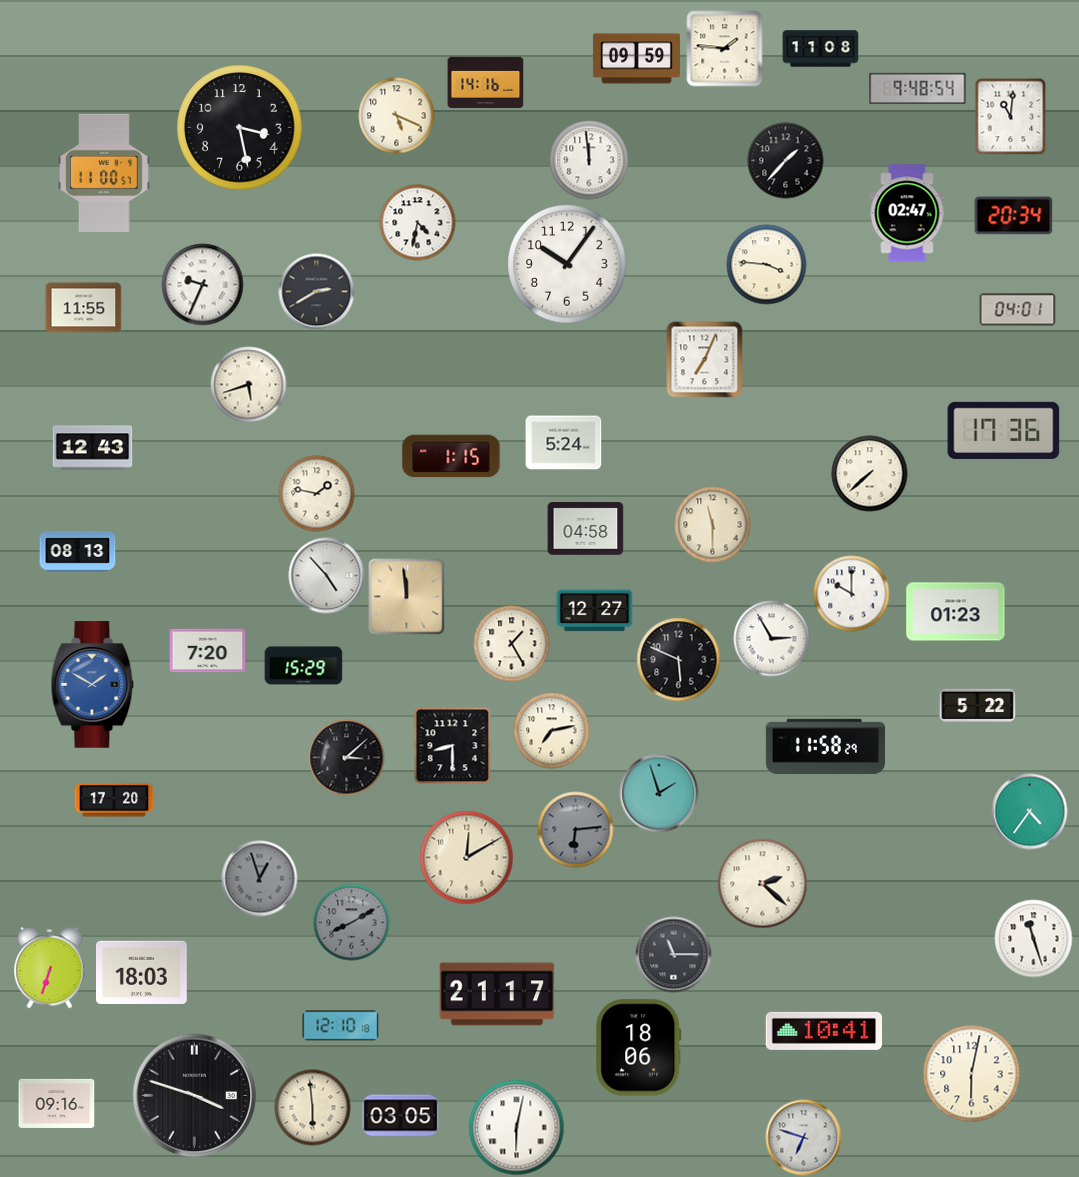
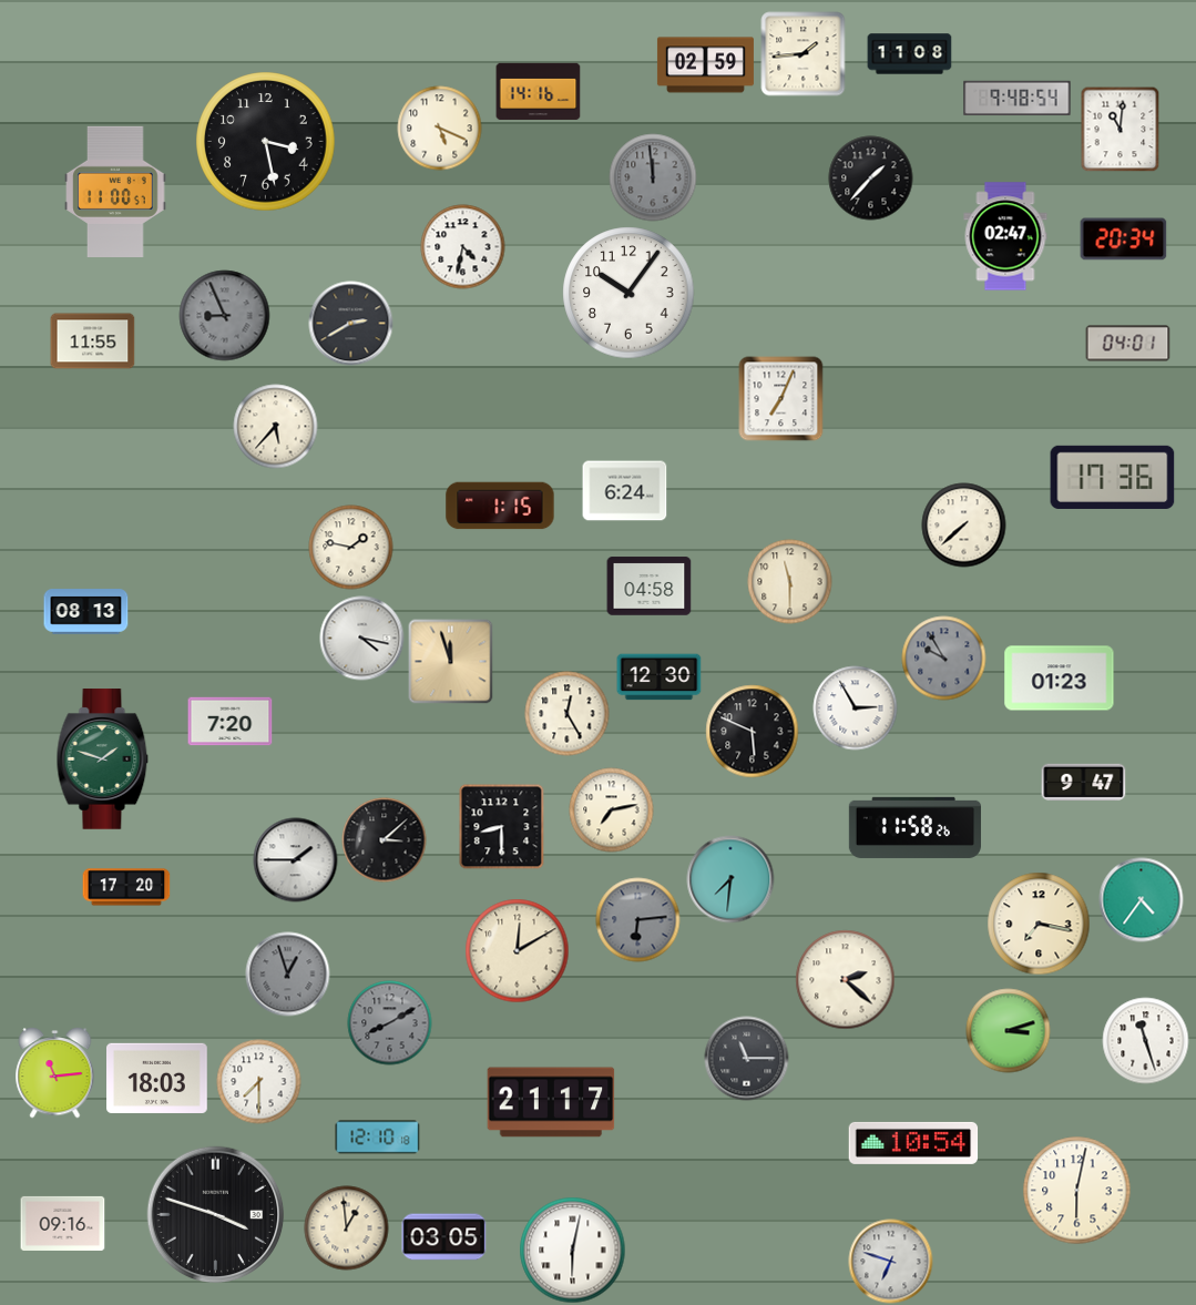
clock at (725, 49): 1:46 -> 1:44
clock at (636, 59): 09:59 -> 02:59
clock at (589, 160) dial: white -> grey
clock at (767, 265): 3:46 -> none
clock at (203, 285): 9:34 -> 8:56
clock at (203, 285) dial: white -> grey
clock at (249, 385): 5:42 -> 5:37
clock at (564, 443): 5:24 -> 6:24
clock at (93, 448): 12:43 -> none
clock at (327, 576): 4:53 -> 4:17
clock at (852, 594): 10:00 -> 9:55
clock at (852, 594) dial: white -> grey
clock at (407, 597): 11:59 -> 11:57
clock at (595, 611): 12:27 -> 12:30
clock at (512, 644): 1:25 -> 12:25
clock at (304, 666): 15:29 -> none
clock at (93, 685): 1:50 -> 1:48
clock at (93, 685) dial: blue -> green
clock at (978, 705): 5:22 -> 9:47
clock at (825, 746): 11:58:29 -> 11:58:26
clock at (296, 860): none -> 1:45
clock at (659, 793): 1:57 -> 7:31
clock at (1039, 924): none -> 7:17
clock at (1009, 1031): none -> 3:12
clock at (50, 968): 6:33 -> 11:14
clock at (259, 1082): none -> 7:30
clock at (824, 1031): 10:41 -> 10:54
clock at (639, 1048): 18:06 -> none
clock at (313, 1108): 5:59 -> 12:59
